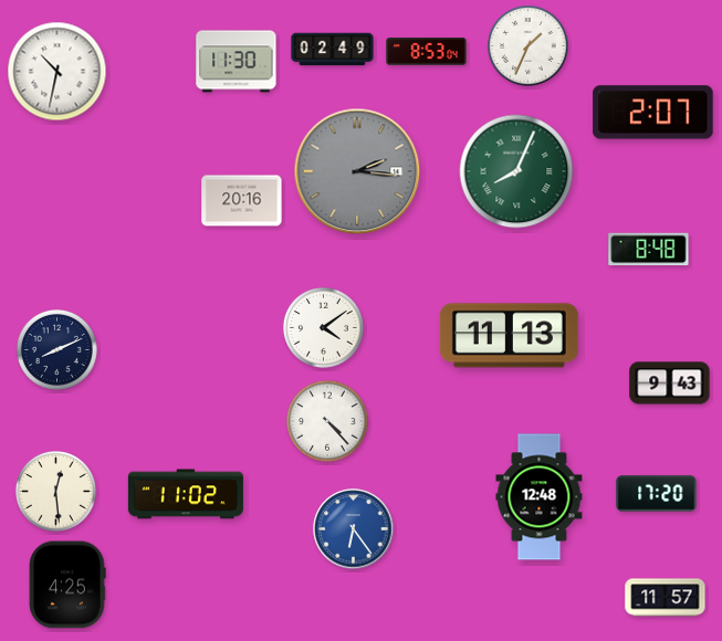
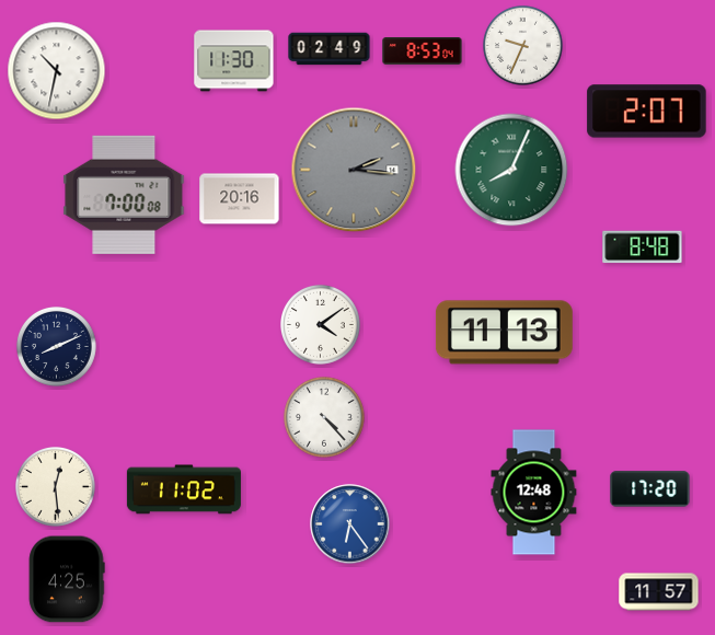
clock at (529, 46): 1:34 -> 9:34
clock at (124, 195): none -> 7:00
clock at (670, 383): 9:43 -> none
